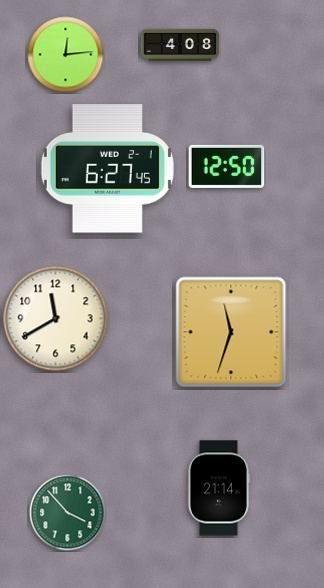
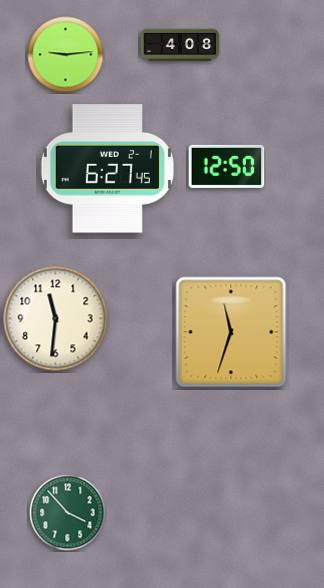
clock at (66, 55): 12:14 -> 9:14
clock at (56, 319): 11:40 -> 11:31
clock at (218, 488): 21:14 -> none
